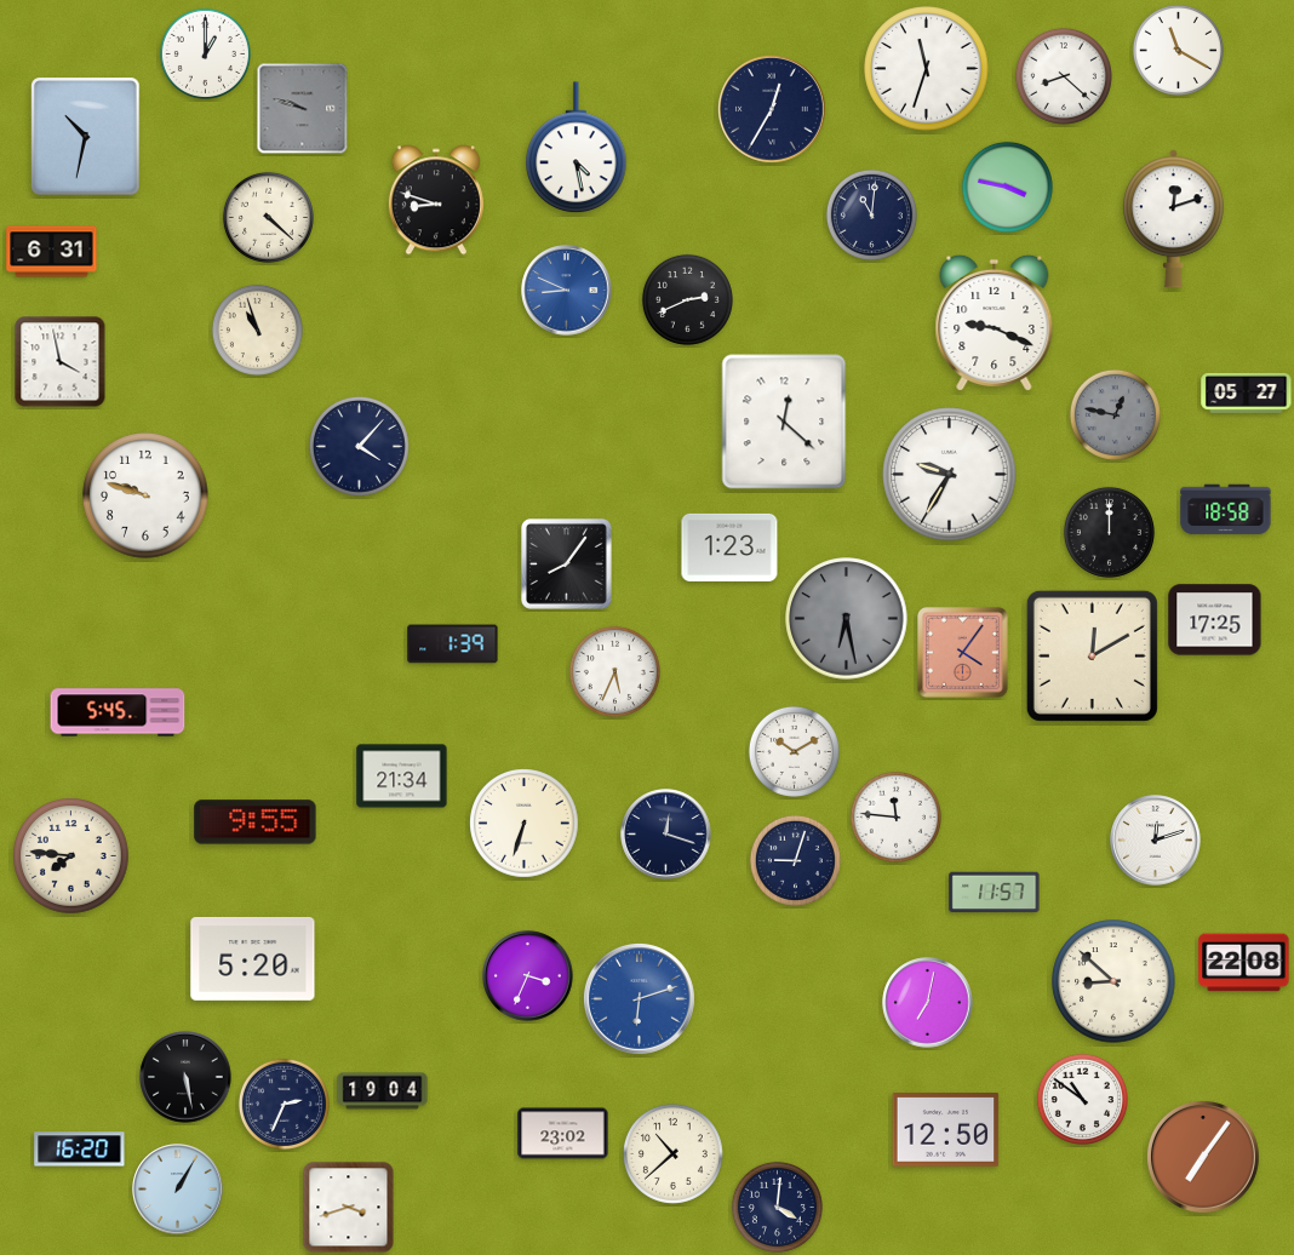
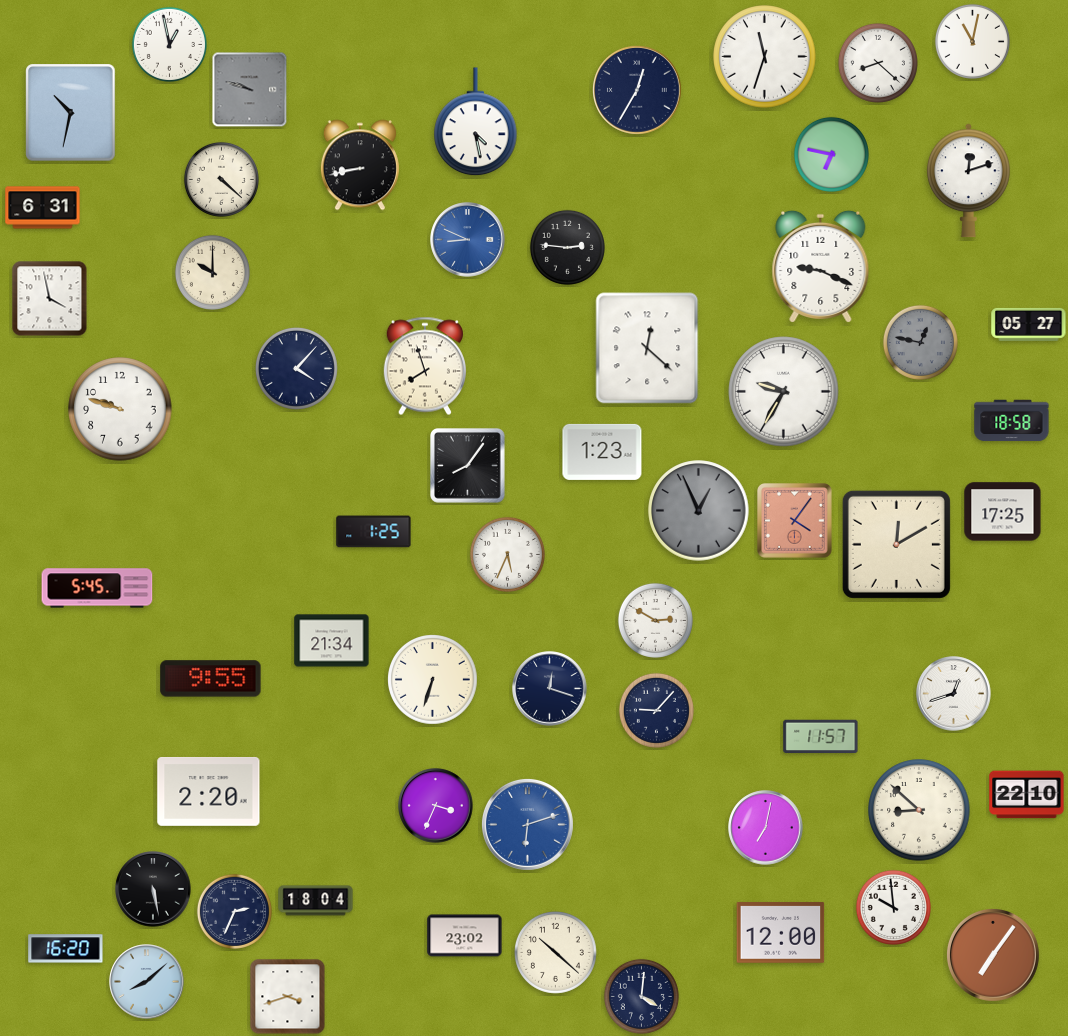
clock at (1178, 50): 11:20 -> 11:02
clock at (205, 53): 1:00 -> 12:58
clock at (1007, 187): 3:47 -> 6:47
clock at (436, 200): 8:48 -> 8:43
clock at (871, 214): 11:01 -> none
clock at (687, 299): 2:41 -> 2:46
clock at (257, 329): 10:57 -> 10:00
clock at (424, 366): none -> 7:57
clock at (1109, 532): 12:00 -> none
clock at (847, 619): 6:28 -> 12:56
clock at (453, 644): 1:39 -> 1:25
clock at (963, 653) position: (963, 653) -> (795, 521)
clock at (1092, 655) position: (1092, 655) -> (896, 544)
clock at (794, 751): 10:10 -> 2:50
clock at (895, 816): 11:46 -> none
clock at (1156, 841): 12:12 -> 12:42
clock at (71, 856): 7:46 -> none
clock at (795, 860): 9:03 -> 9:07
clock at (253, 959): 5:20 -> 2:20
clock at (1244, 963): 22:08 -> 22:10
clock at (383, 1091): 19:04 -> 18:04
clock at (1082, 1099): 10:51 -> 9:59
clock at (946, 1130): 12:50 -> 12:00
clock at (672, 1153): 10:38 -> 10:22
clock at (178, 1190): 1:05 -> 8:08
